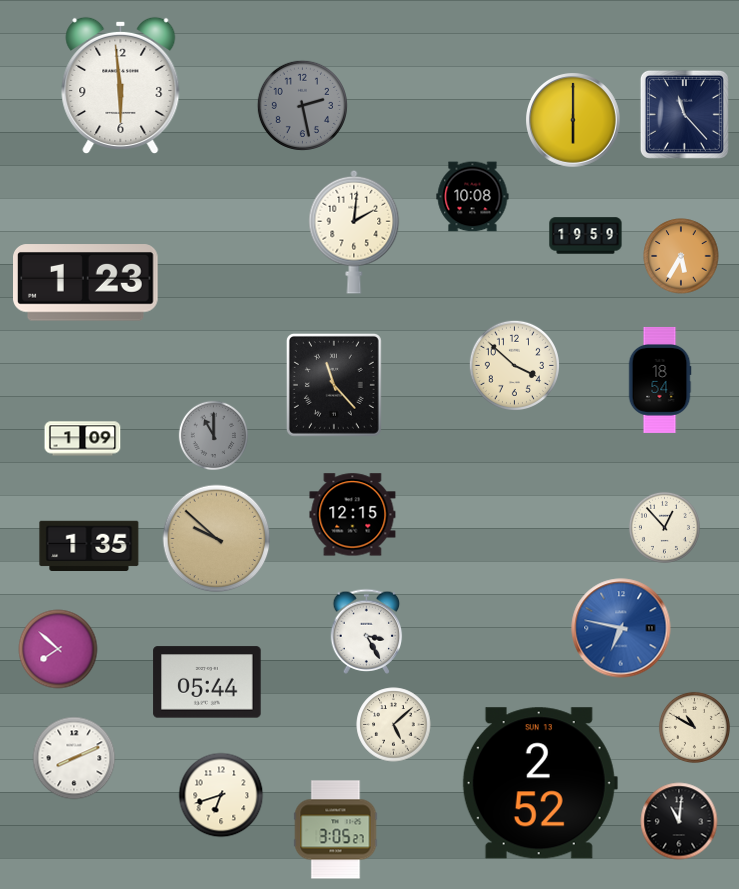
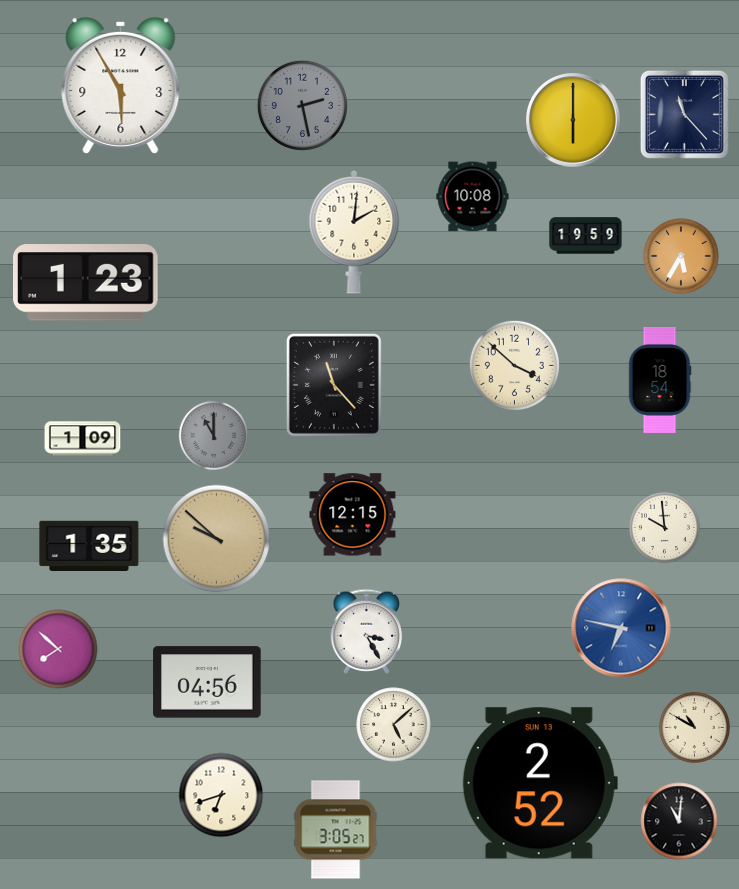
clock at (121, 85): 5:59 -> 5:55
clock at (664, 527): 12:53 -> 9:59
clock at (207, 682): 05:44 -> 04:56
clock at (74, 758): 8:11 -> none
